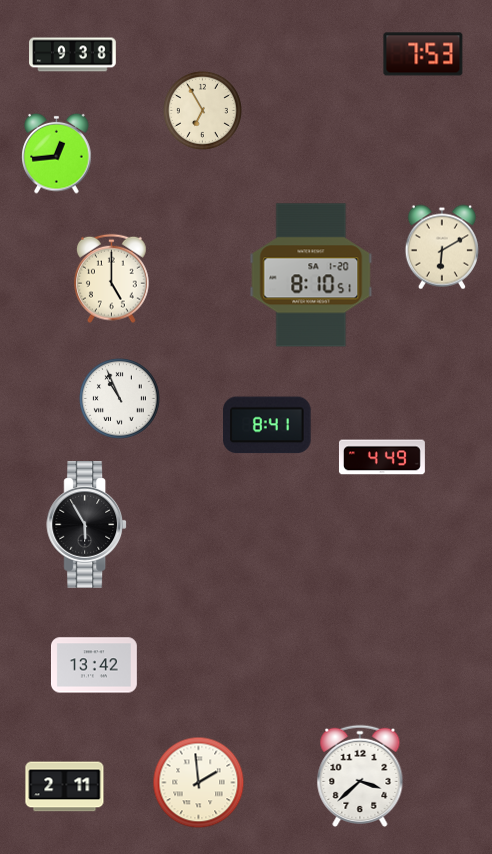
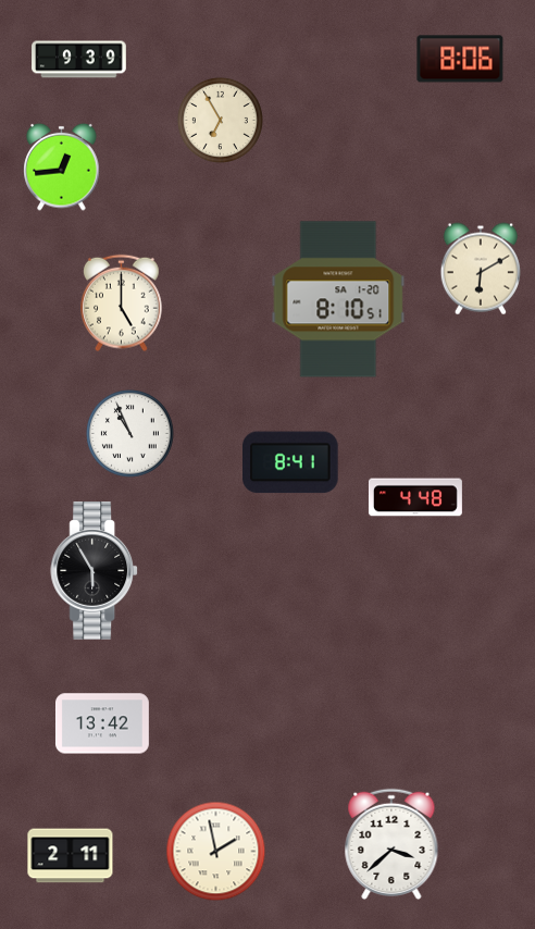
clock at (423, 54): 7:53 -> 8:06
clock at (73, 55): 9:38 -> 9:39
clock at (382, 457): 4:49 -> 4:48
clock at (199, 783): 1:59 -> 1:58
